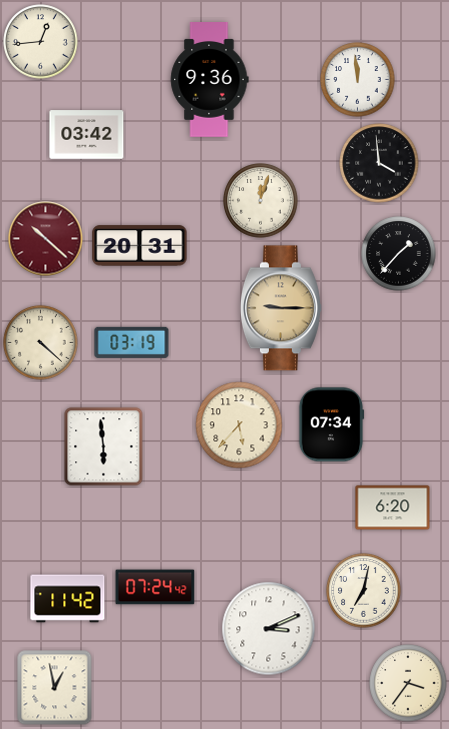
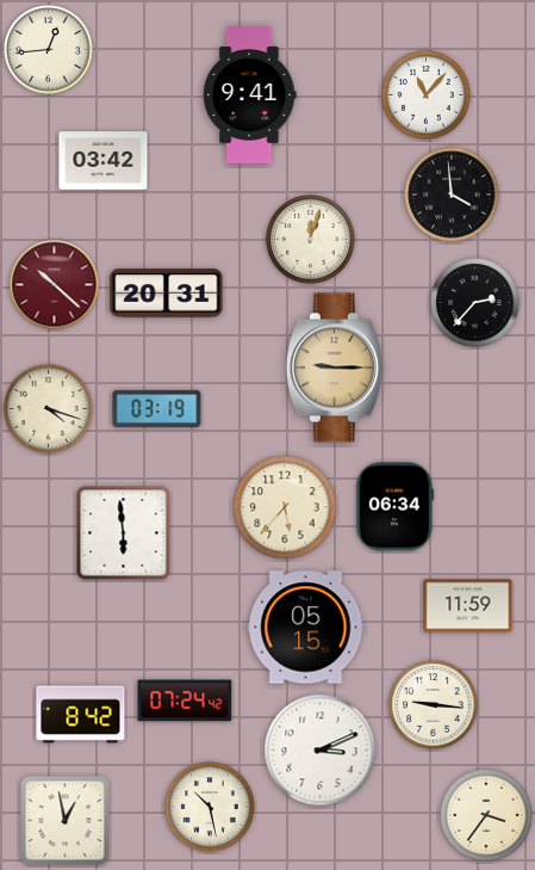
clock at (209, 80): 9:36 -> 9:41
clock at (358, 80): 11:59 -> 11:07
clock at (399, 254): 1:37 -> 2:37
clock at (41, 343): 4:22 -> 4:18
clock at (331, 425): 07:34 -> 06:34
clock at (393, 508): 6:20 -> 11:59
clock at (306, 628): none -> 05:15
clock at (364, 591): 7:02 -> 9:16
clock at (68, 599): 11:42 -> 8:42
clock at (210, 807): none -> 10:28
